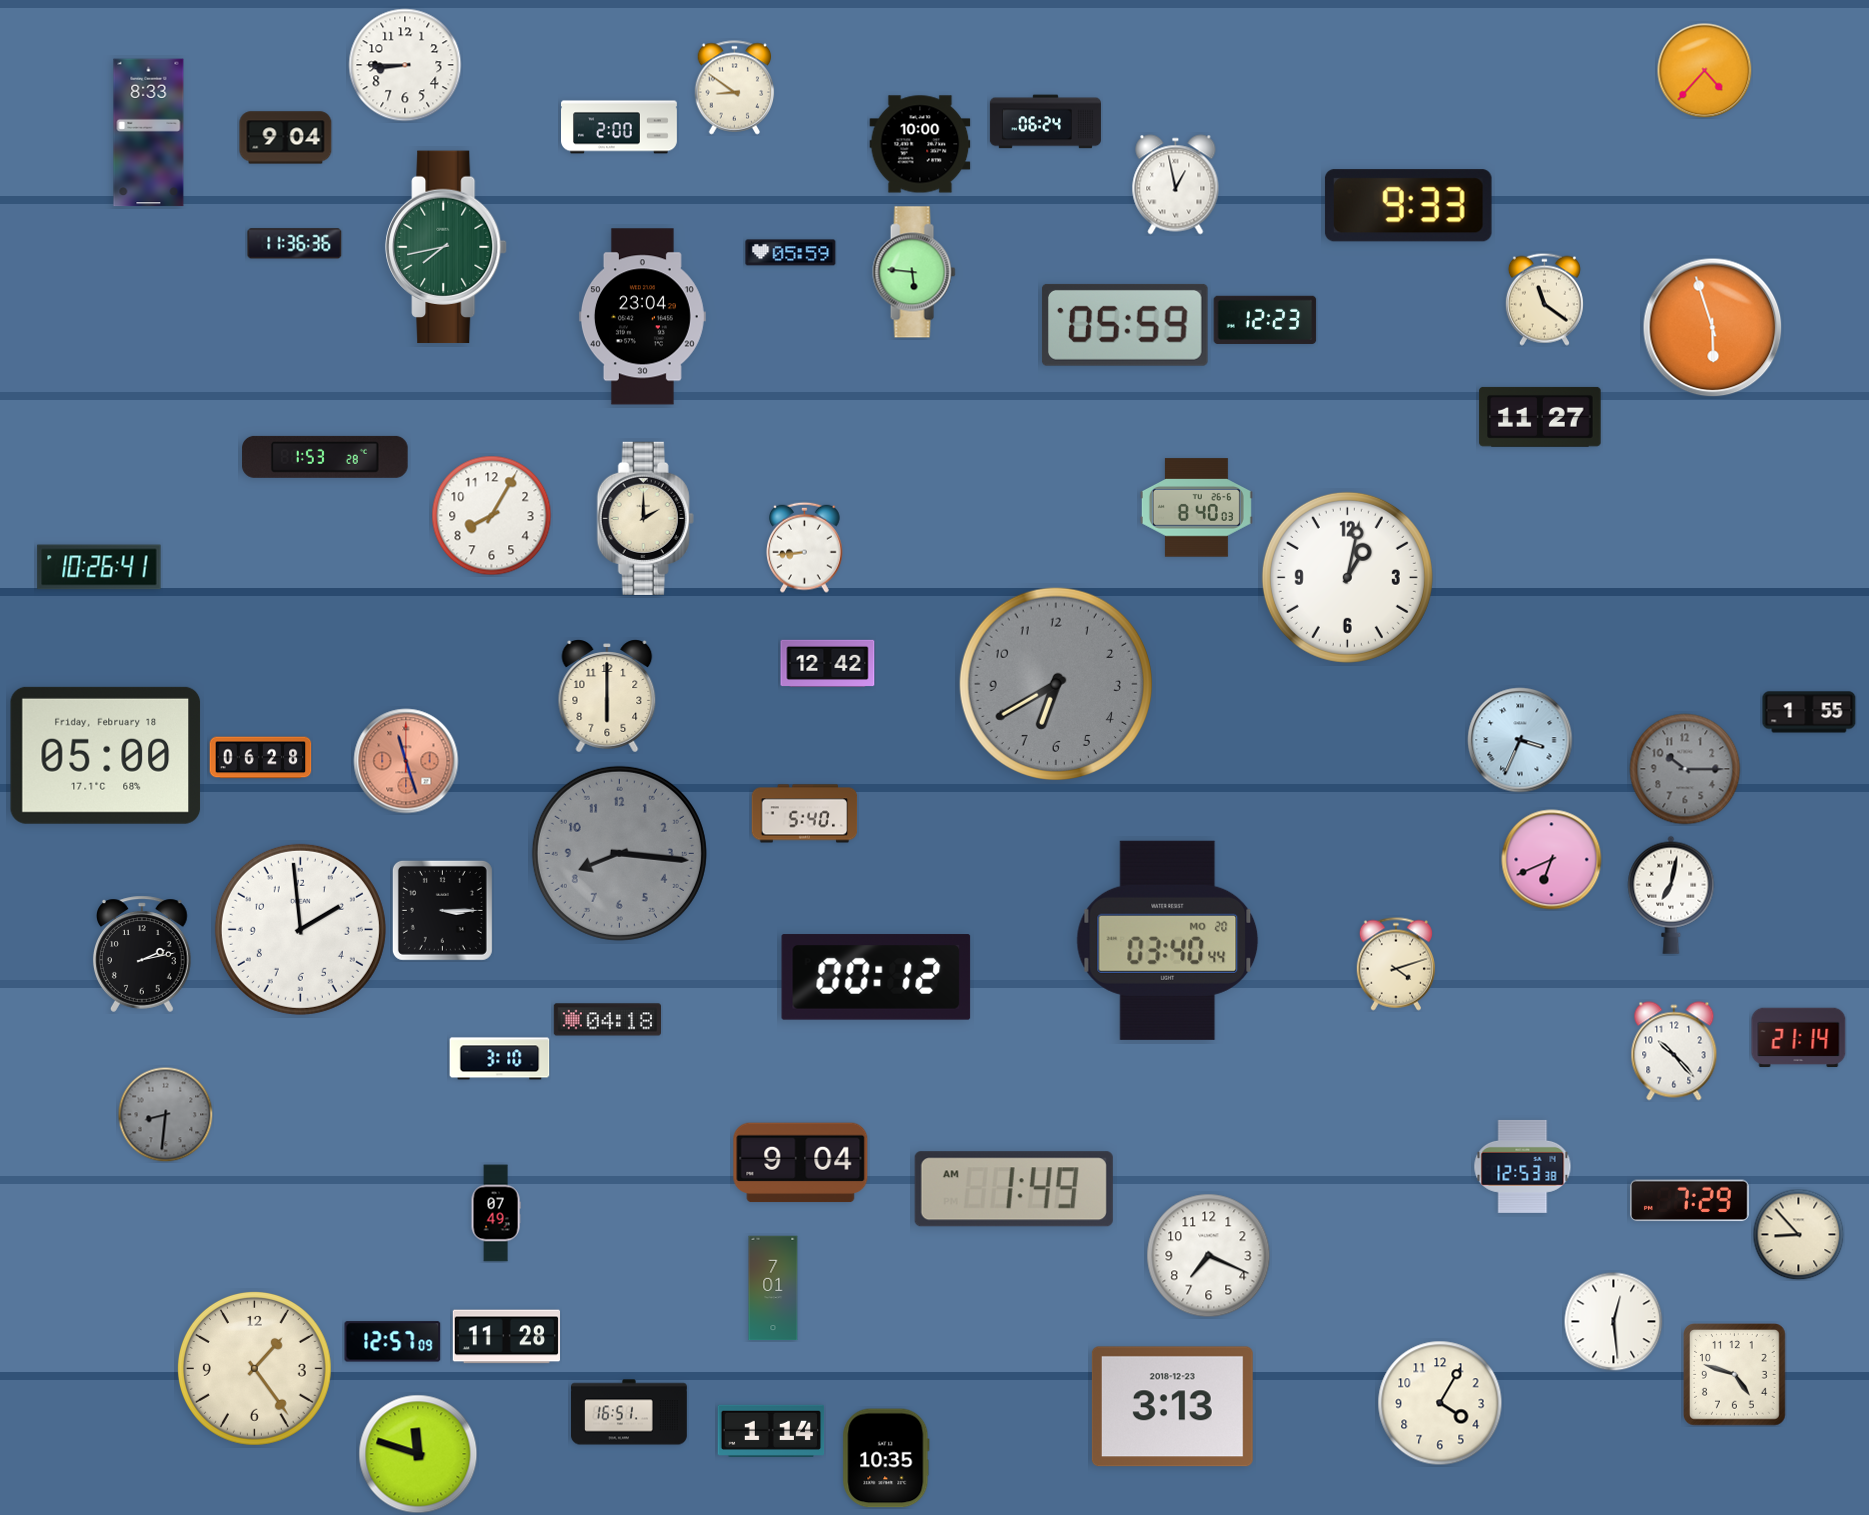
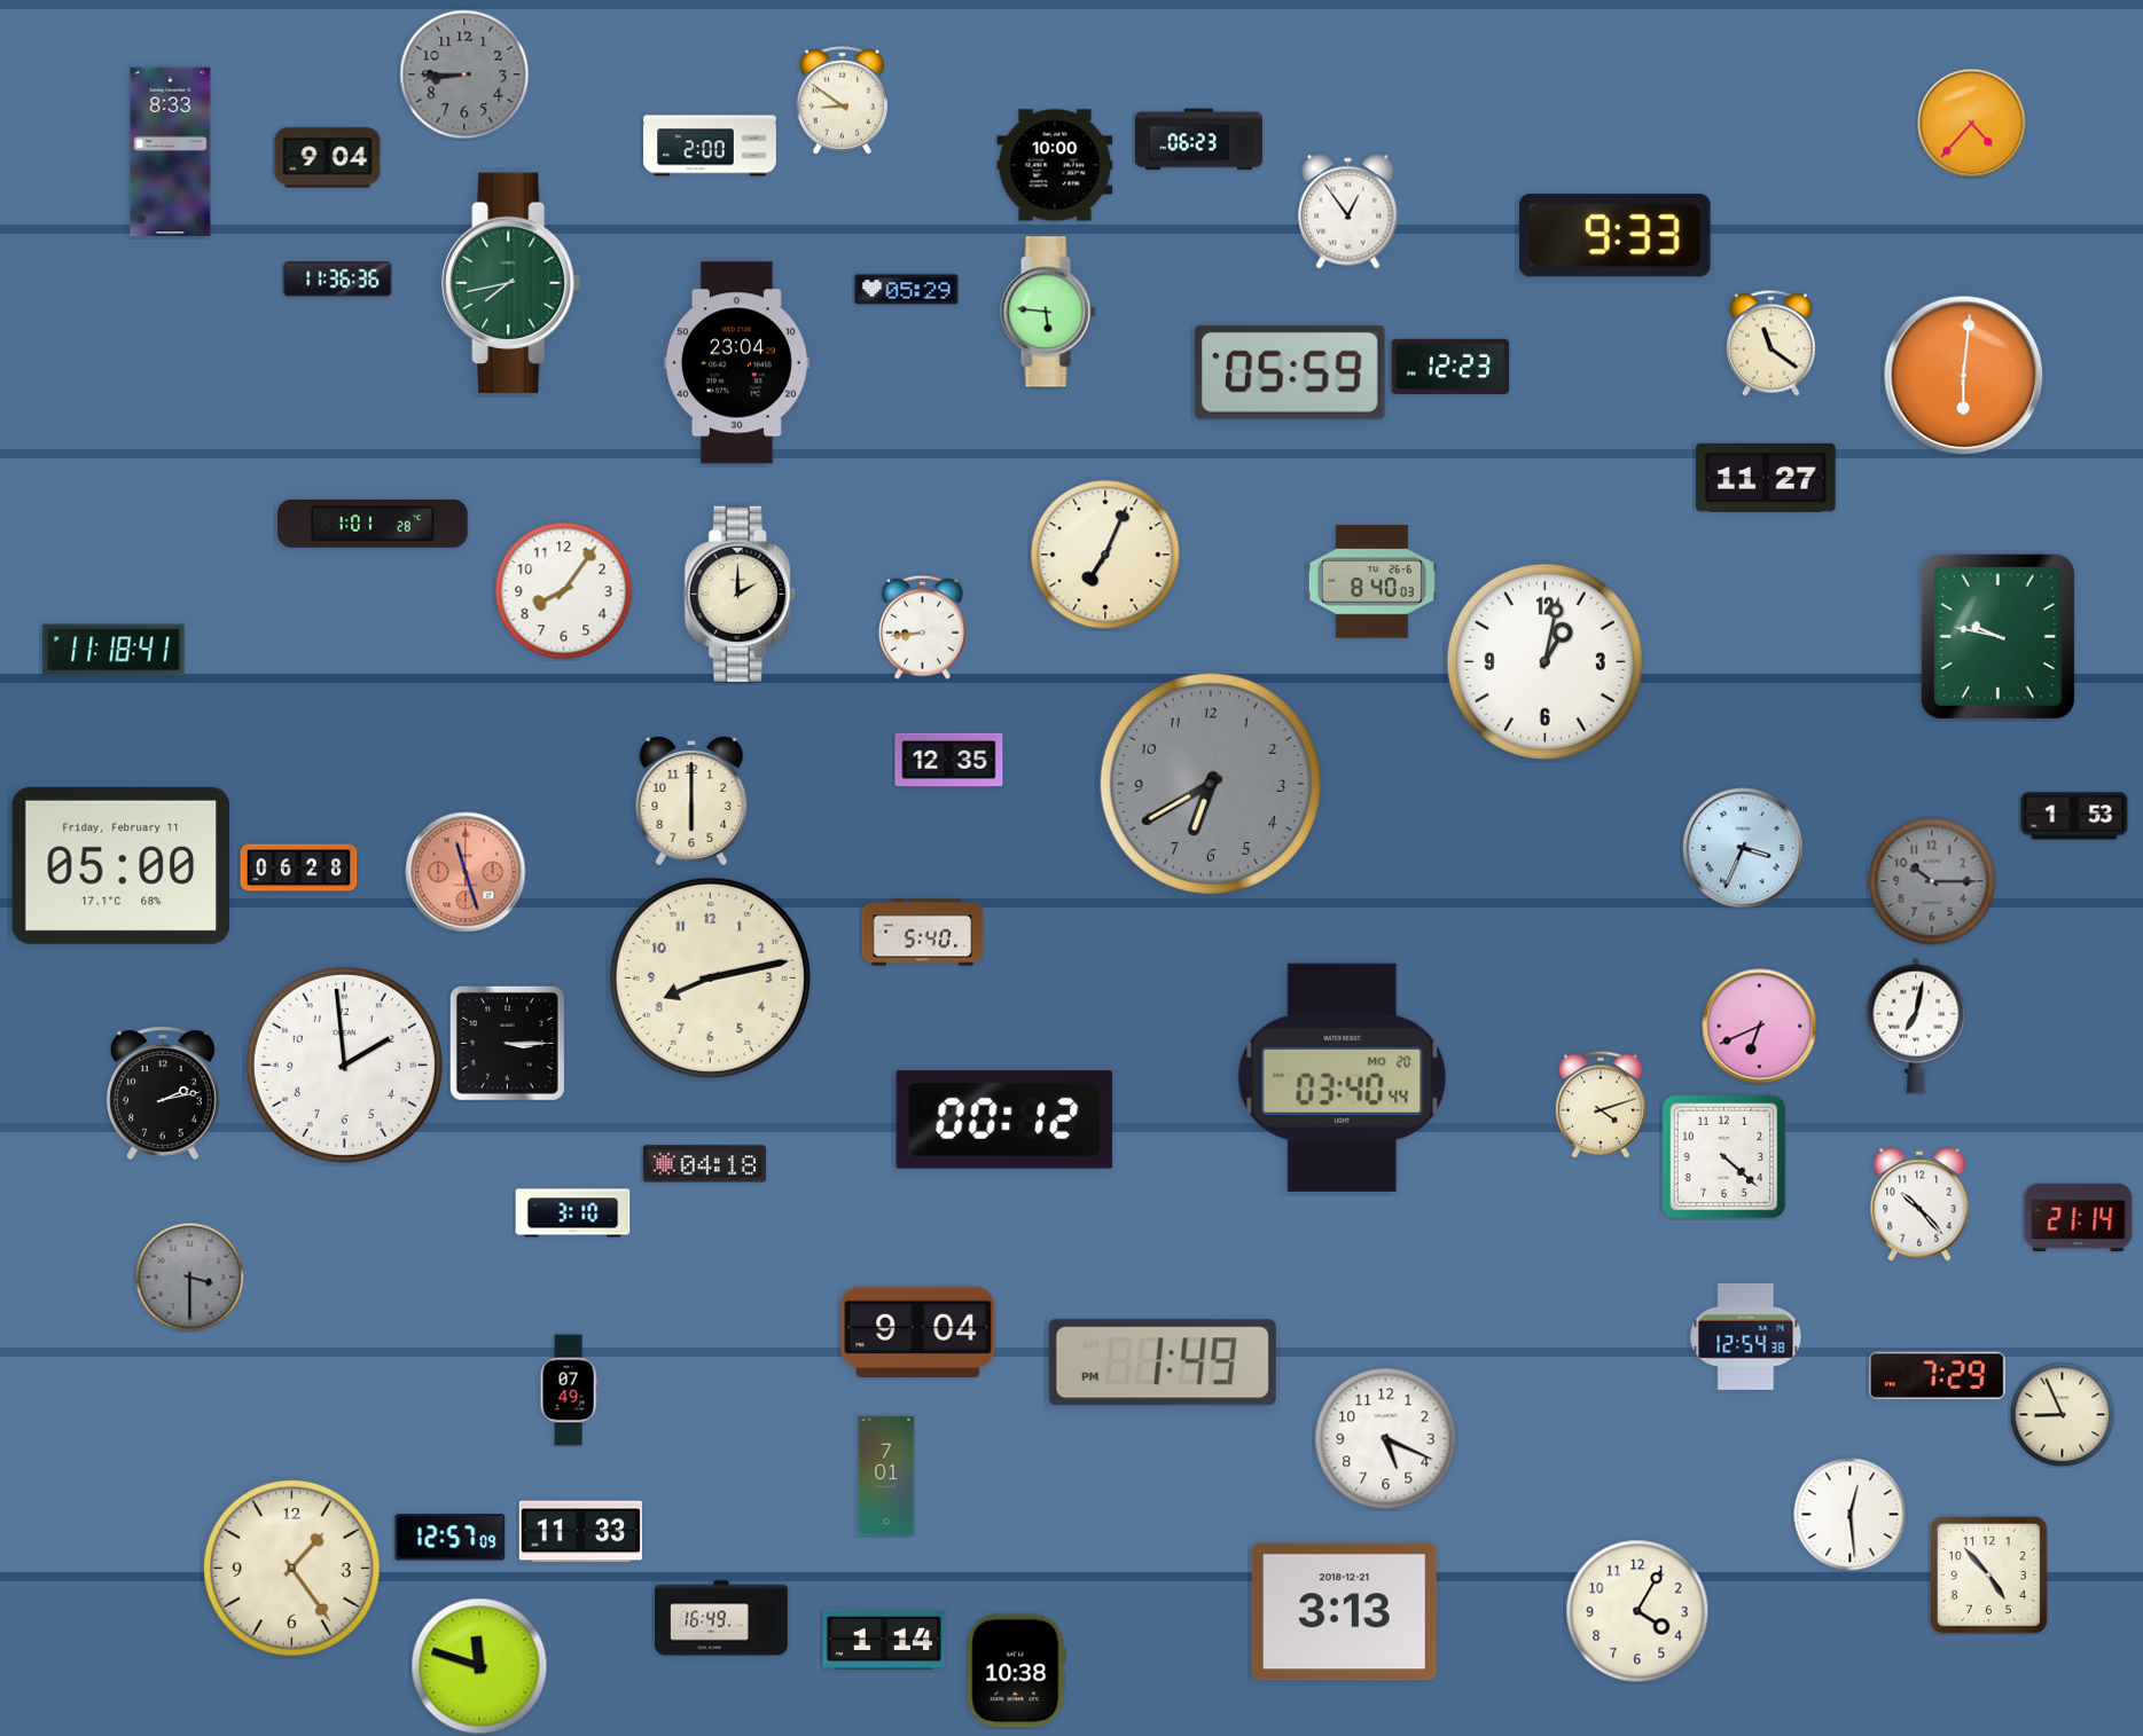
clock at (405, 65) dial: white -> grey
clock at (1704, 70) position: (1704, 70) -> (1971, 123)
clock at (1045, 122): 06:24 -> 06:23
clock at (1176, 185): 12:58 -> 12:54
clock at (791, 253): 05:59 -> 05:29
clock at (1713, 328): 5:57 -> 6:01
clock at (325, 457): 1:53 -> 1:01
clock at (1105, 555): none -> 7:04
clock at (492, 516): 8:05 -> 8:06
clock at (1997, 636): none -> 9:47
clock at (99, 567): 10:26 -> 11:18
clock at (828, 663): 12:42 -> 12:35
clock at (607, 696) position: (607, 696) -> (691, 801)
clock at (1809, 712): 1:55 -> 1:53
clock at (106, 755) date: Friday, February 18 -> Friday, February 11
clock at (619, 853): 8:16 -> 8:13
clock at (619, 853) dial: grey -> cream
clock at (1552, 860) position: (1552, 860) -> (1760, 1027)
clock at (1168, 940) position: (1168, 940) -> (1343, 1077)
clock at (1724, 1157): none -> 4:22
clock at (607, 1020) position: (607, 1020) -> (704, 1164)
clock at (1799, 1038) position: (1799, 1038) -> (2079, 1218)
clock at (165, 1114): 8:31 -> 3:30
clock at (1523, 1166): 12:53 -> 12:54
clock at (1014, 1189): 1:49 AM -> 1:49 PM
clock at (1798, 1234): 8:53 -> 8:56
clock at (1209, 1256): 7:19 -> 5:19
clock at (506, 1337): 11:28 -> 11:33
clock at (1735, 1375): 4:48 -> 4:53
clock at (1440, 1403) position: (1440, 1403) -> (1637, 1611)
clock at (1172, 1407) date: 2018-12-23 -> 2018-12-21
clock at (630, 1412): 16:51 -> 16:49
clock at (886, 1458): 10:35 -> 10:38
